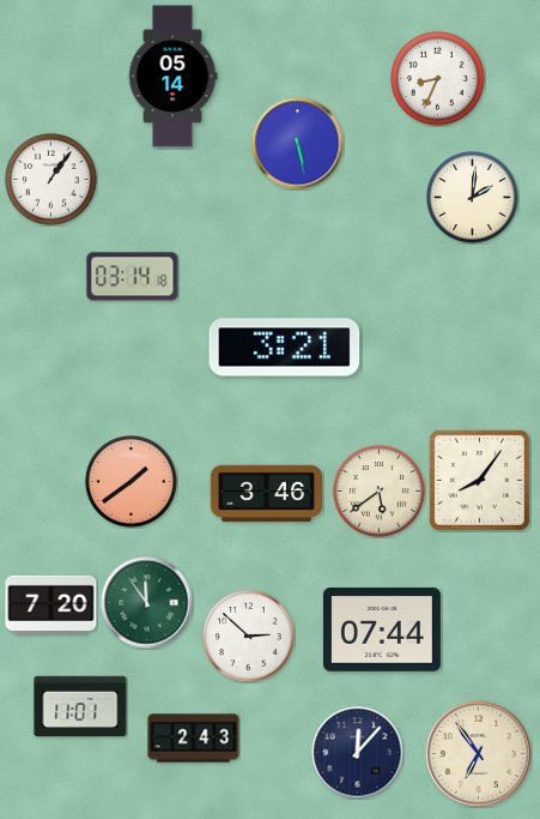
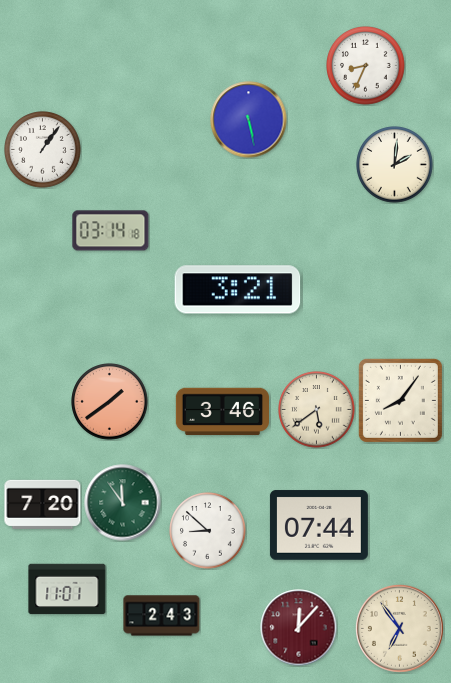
clock at (172, 77): 05:14 -> none
clock at (249, 637): 2:52 -> 8:52
clock at (358, 753) dial: navy -> burgundy
